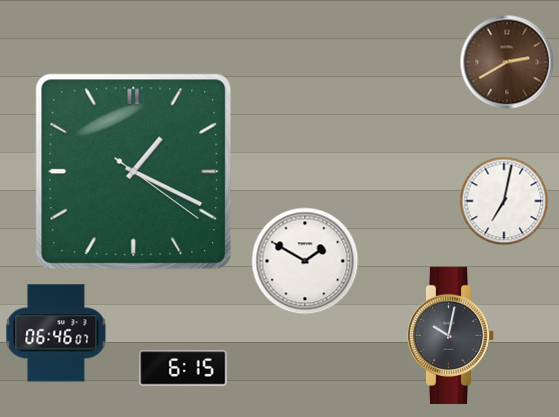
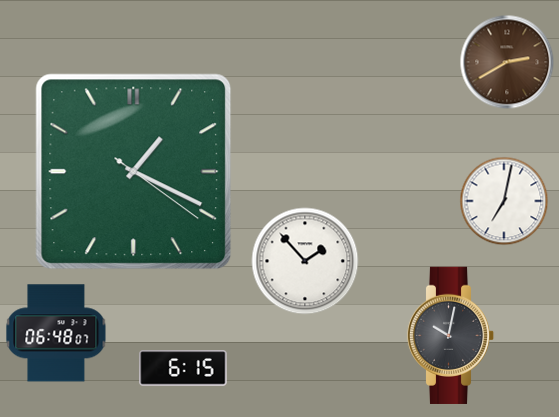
clock at (305, 261): 1:50 -> 1:53
clock at (56, 333): 06:46 -> 06:48
